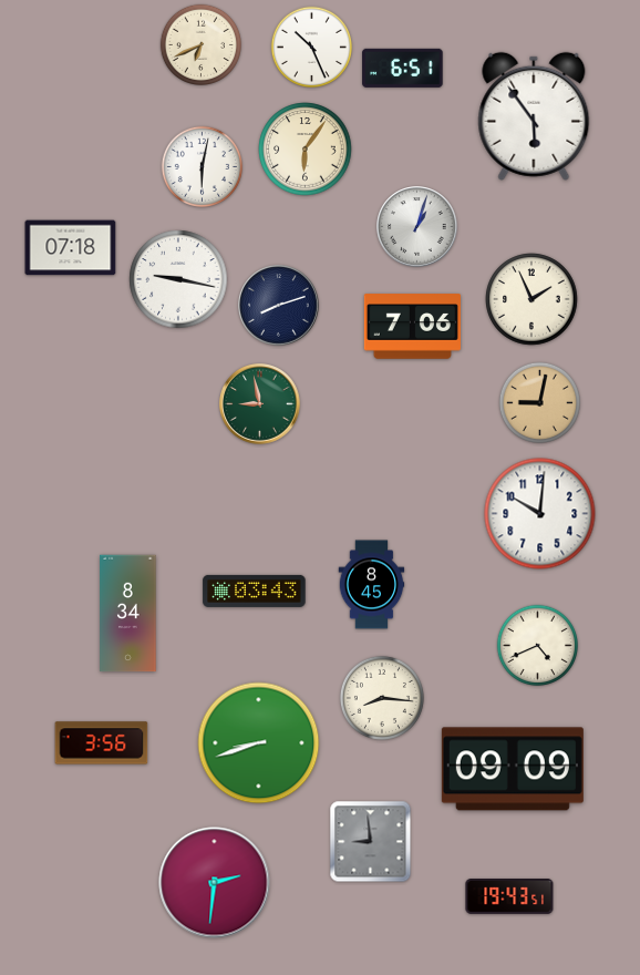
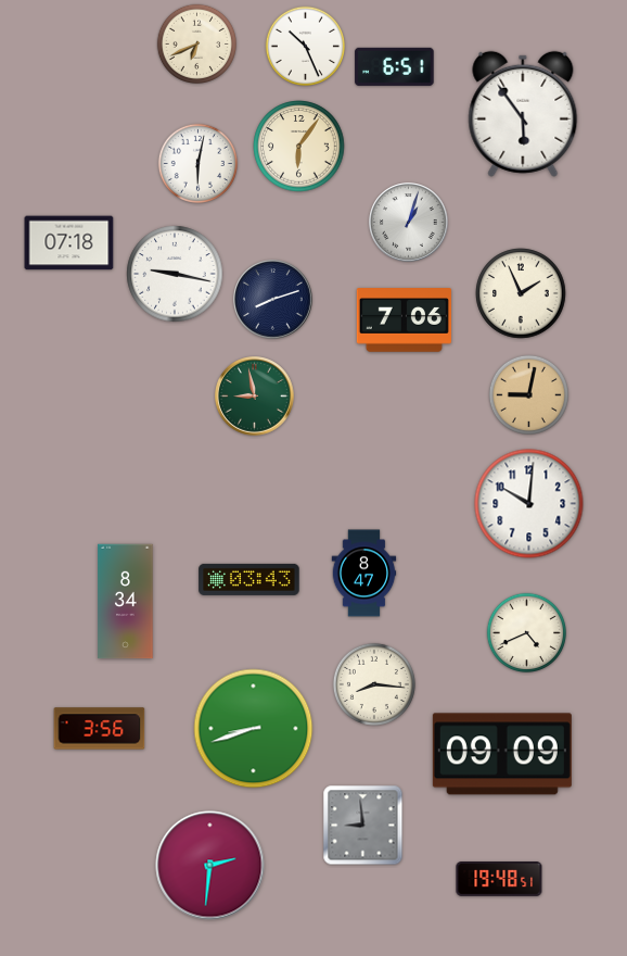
clock at (372, 585): 8:45 -> 8:47
clock at (509, 897): 19:43 -> 19:48
